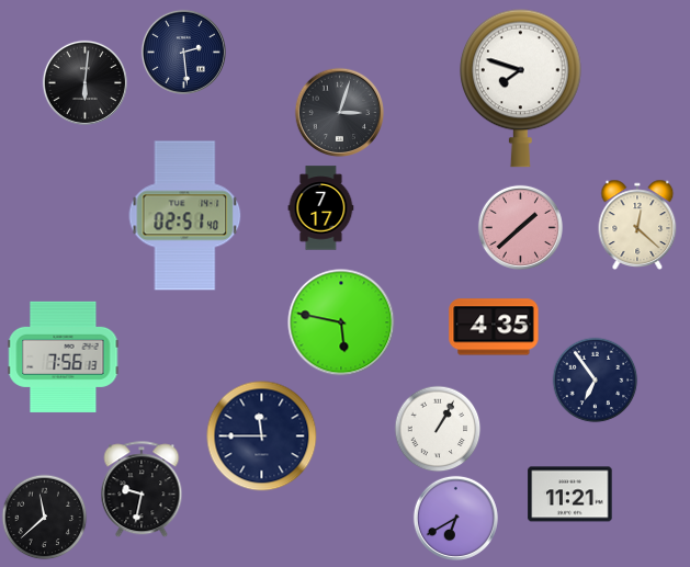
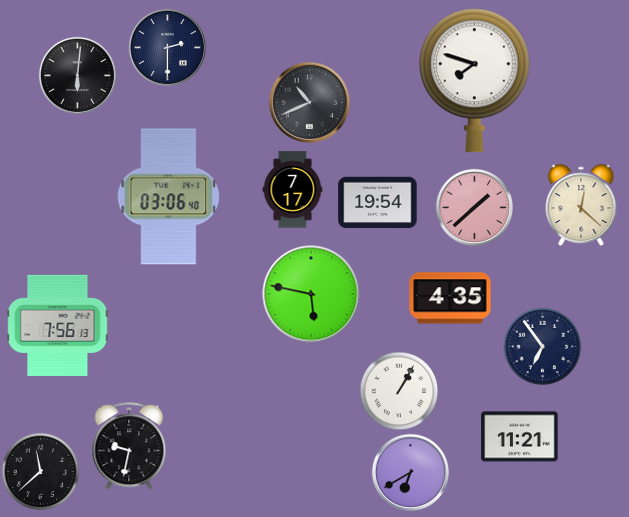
clock at (183, 52): 2:29 -> 2:30
clock at (339, 112): 3:03 -> 10:41
clock at (185, 216): 02:51 -> 03:06
clock at (378, 203): none -> 19:54
clock at (262, 436): 11:45 -> none
clock at (570, 495) position: (570, 495) -> (520, 437)
clock at (455, 518) position: (455, 518) -> (410, 472)
